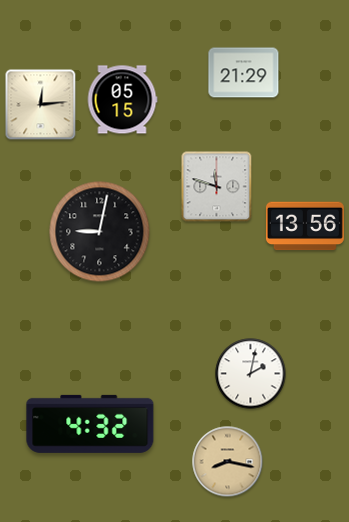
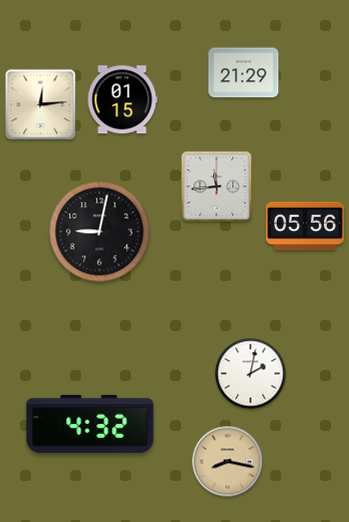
clock at (122, 100): 05:15 -> 01:15
clock at (217, 187): 11:48 -> 11:44
clock at (305, 226): 13:56 -> 05:56
